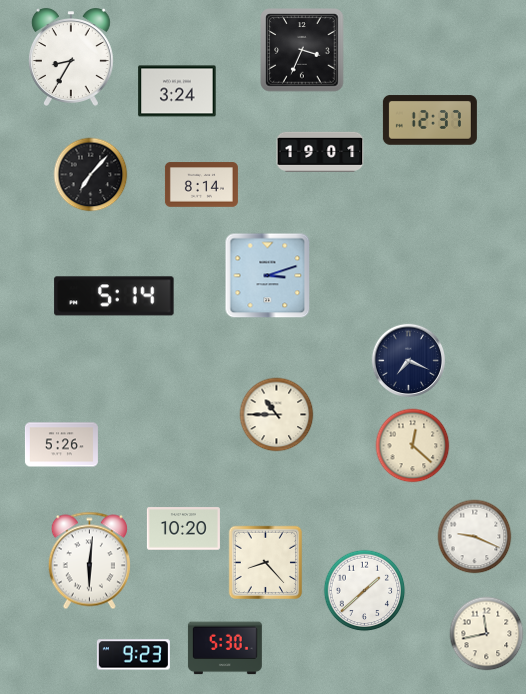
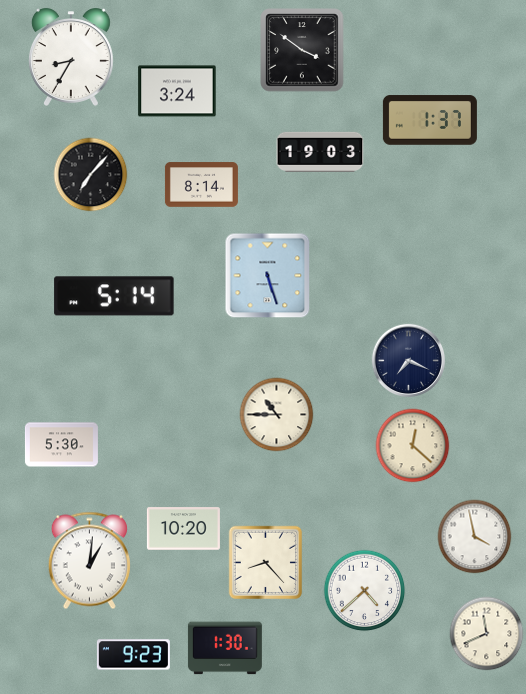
clock at (302, 50): 3:34 -> 3:51
clock at (430, 120): 12:37 -> 1:37
clock at (320, 152): 19:01 -> 19:03
clock at (268, 276): 3:12 -> 5:27
clock at (61, 445): 5:26 -> 5:30
clock at (475, 537): 9:19 -> 3:58
clock at (89, 561): 6:01 -> 1:01
clock at (365, 591): 1:38 -> 4:38
clock at (487, 634): 11:43 -> 11:41
clock at (225, 648): 5:30 -> 1:30
